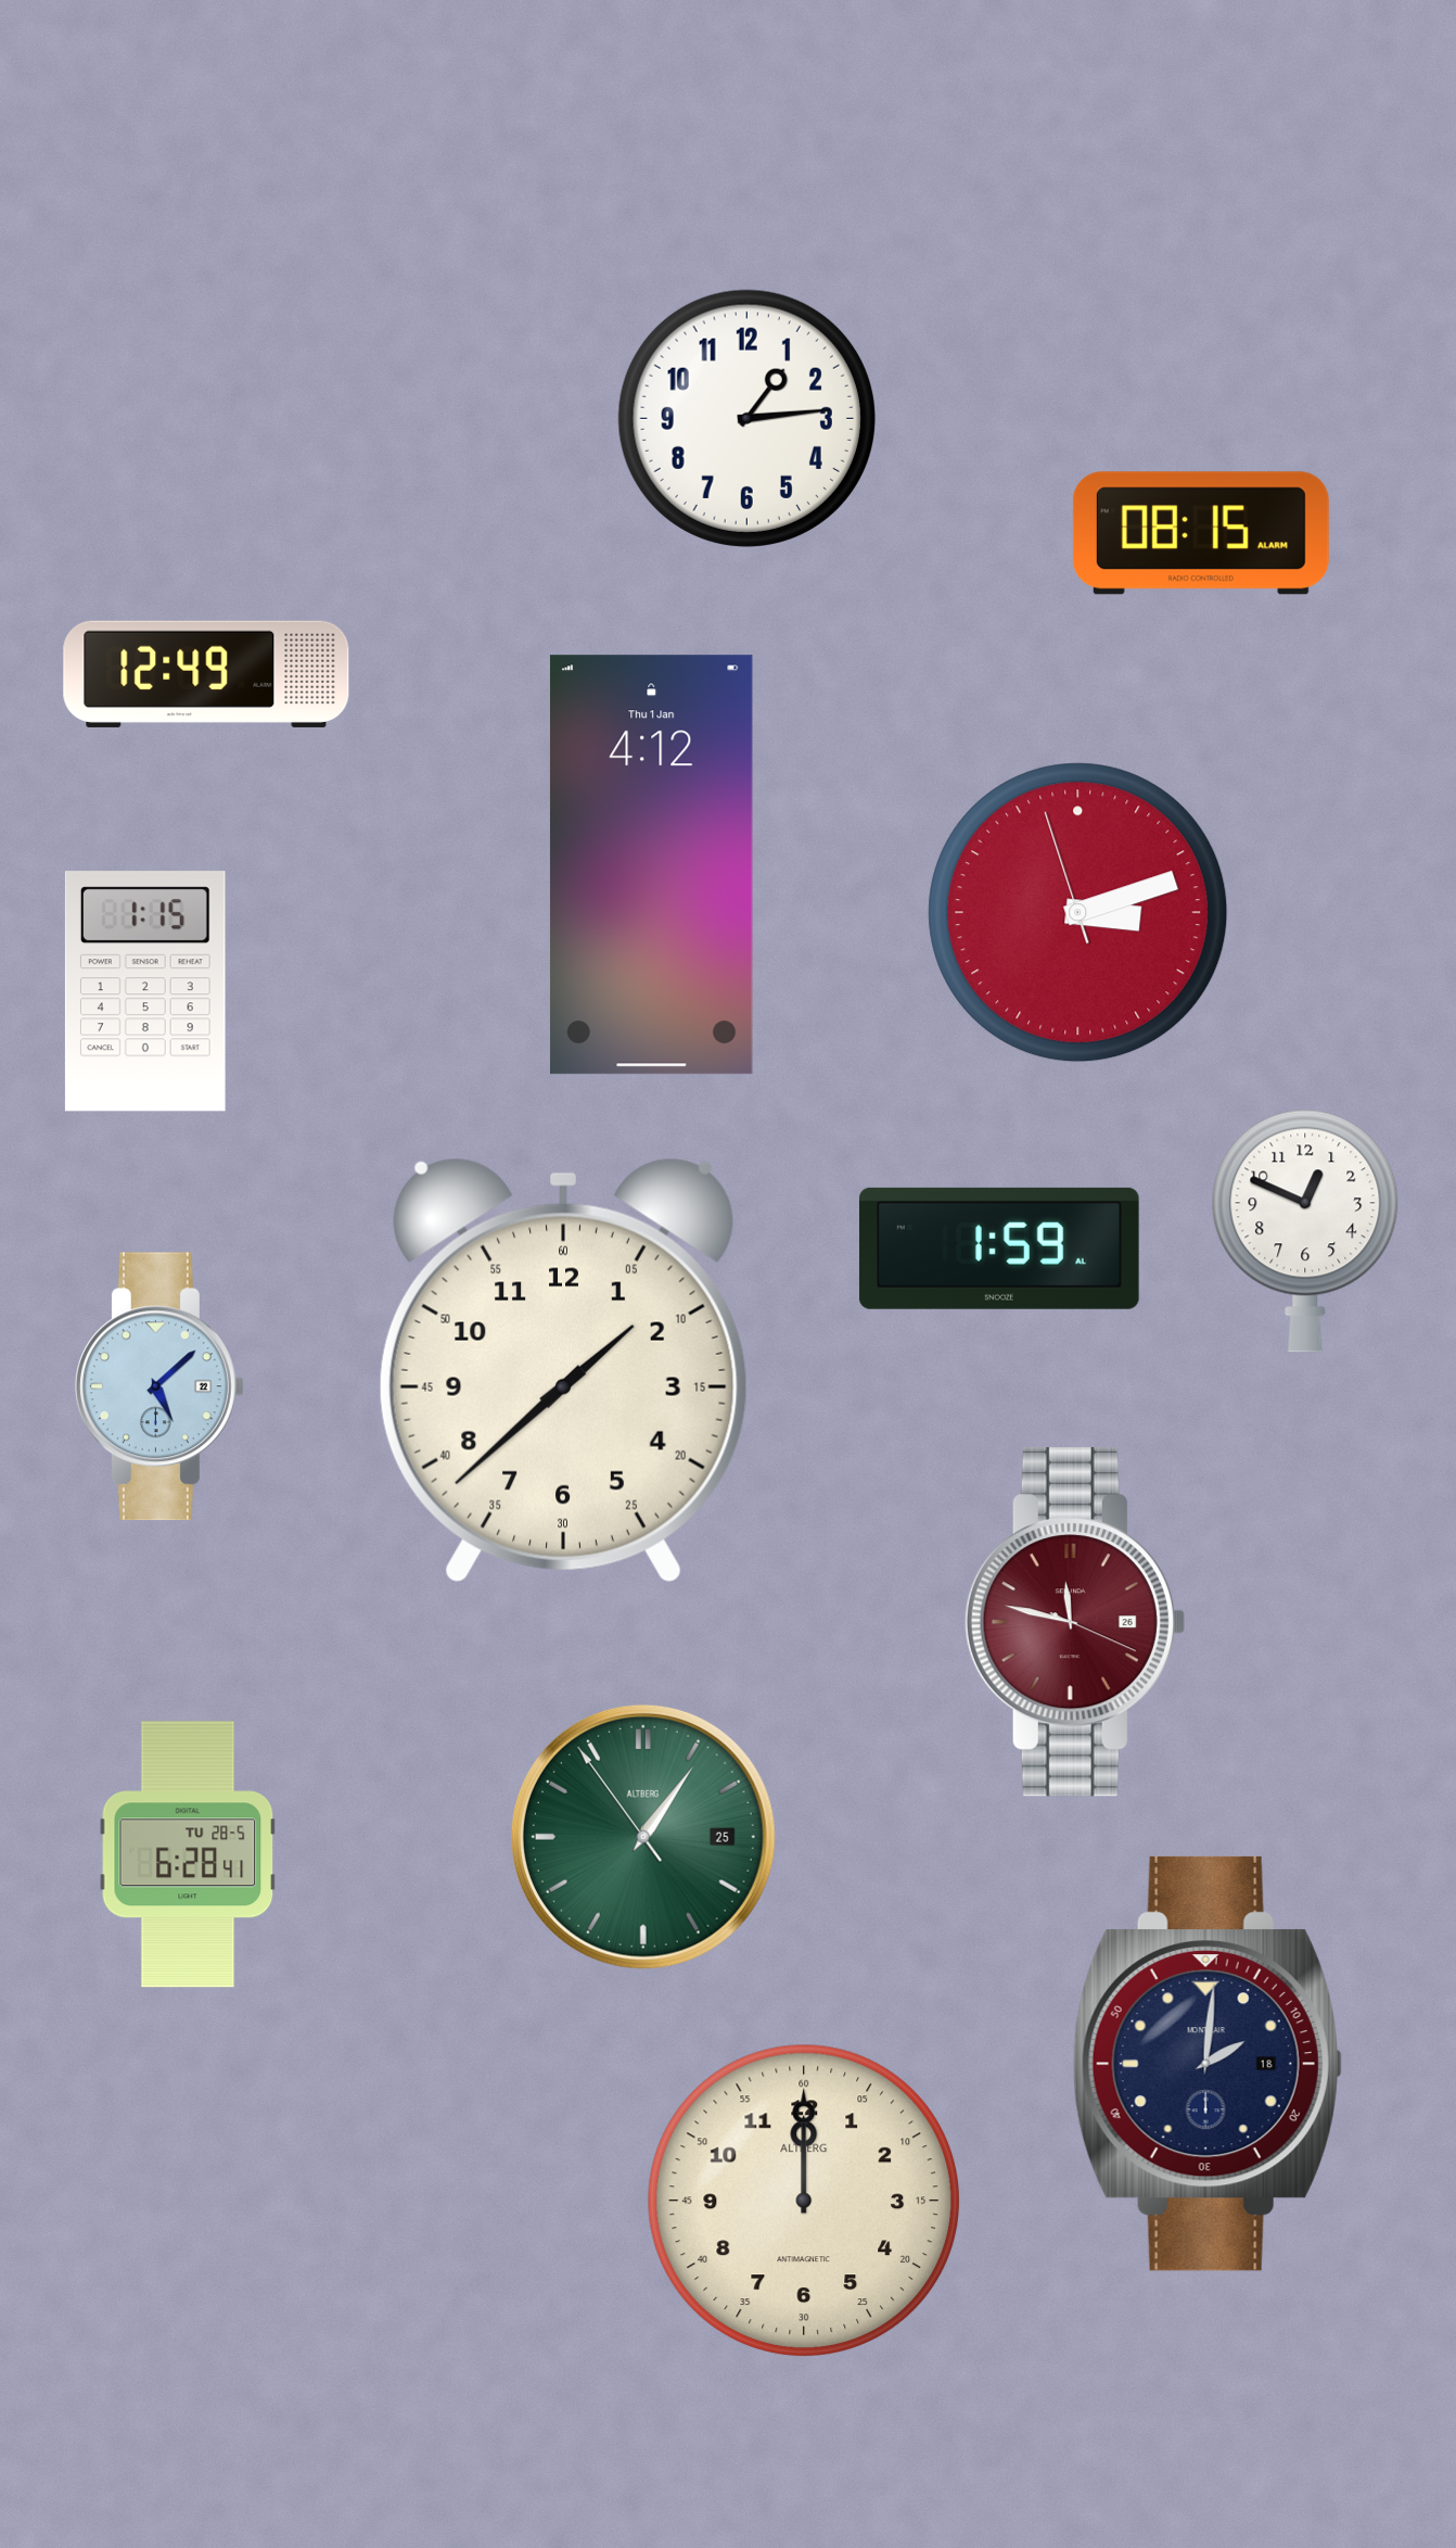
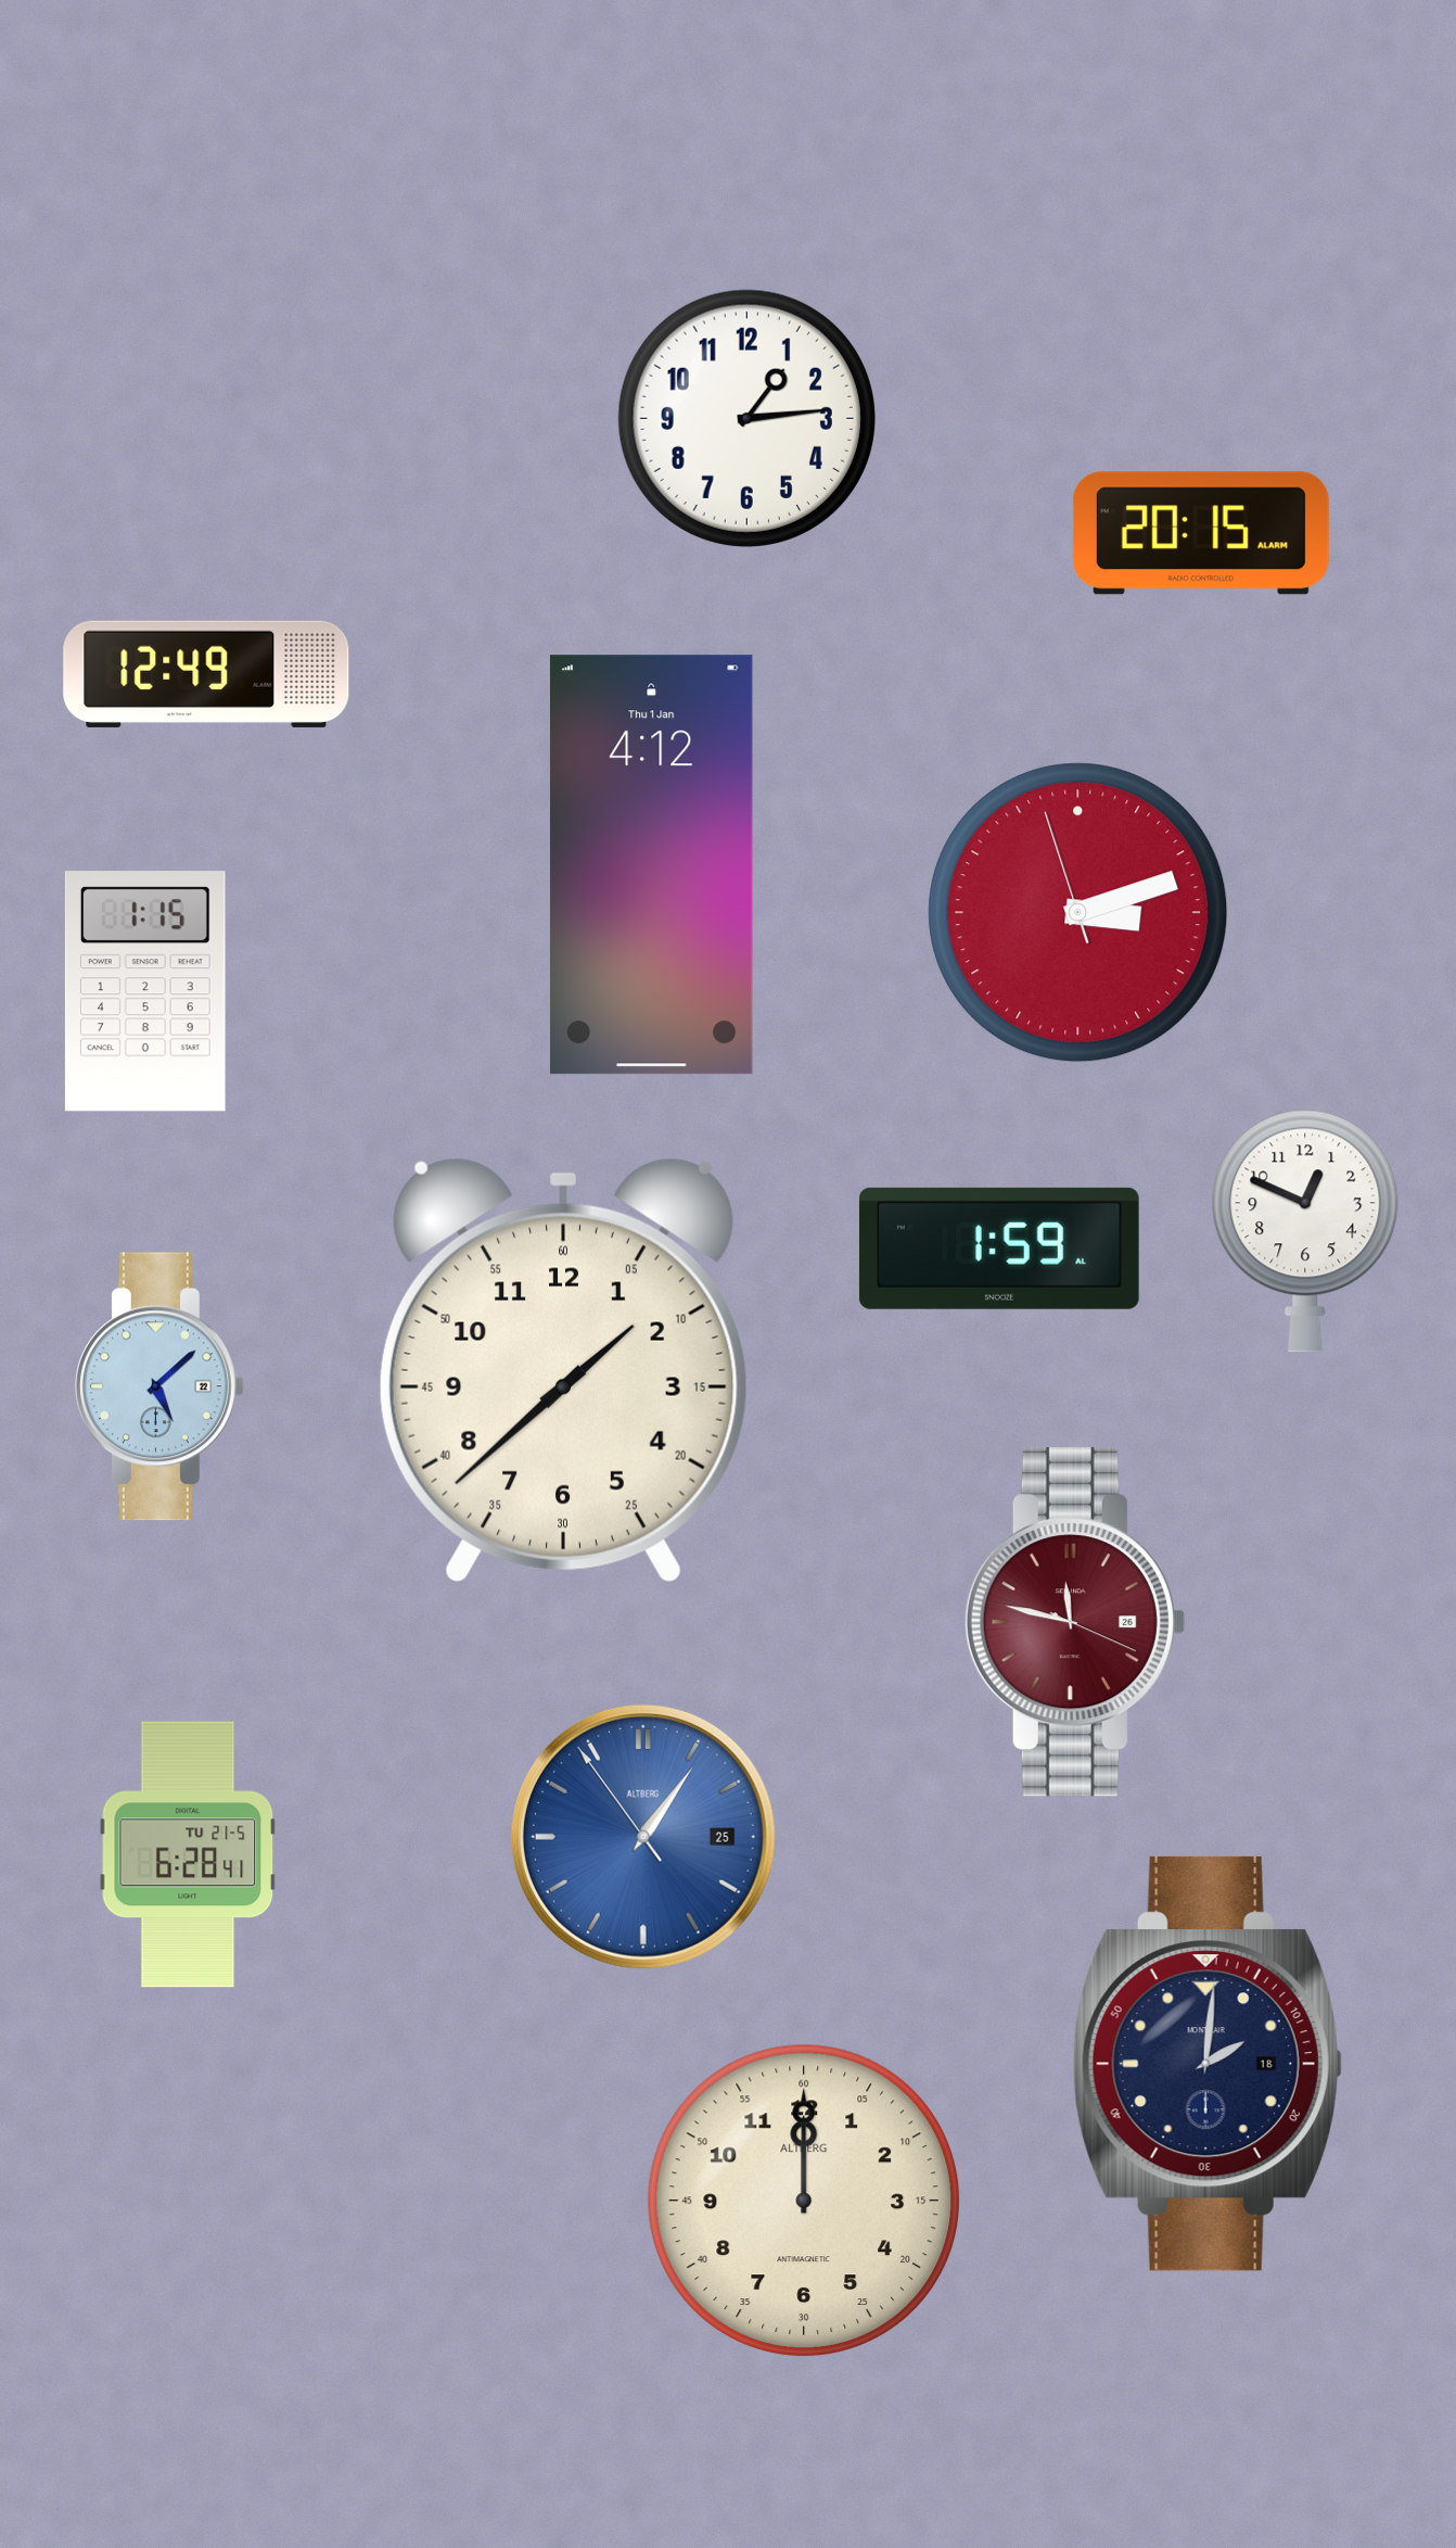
clock at (1201, 533): 08:15 -> 20:15
clock at (643, 1837) dial: green -> blue
clock at (188, 1854) date: TU 28-5 -> TU 21-5
